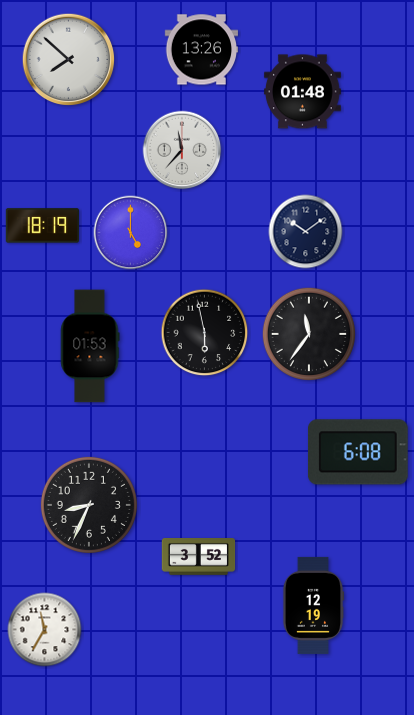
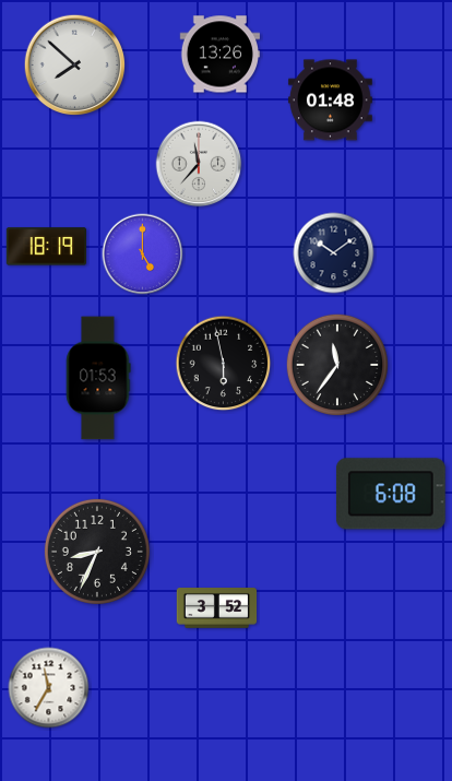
clock at (313, 605): 12:19 -> none
